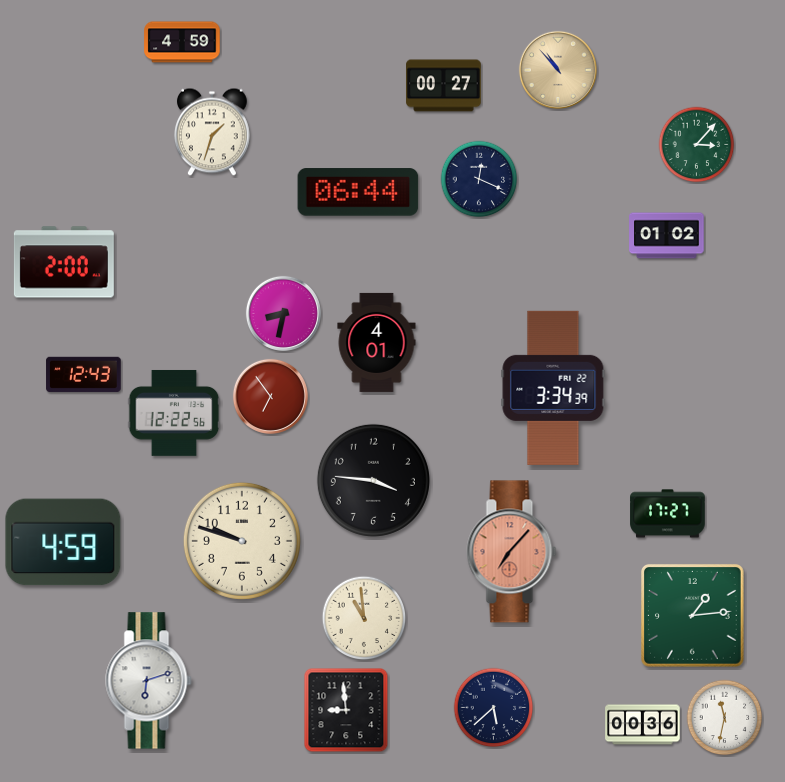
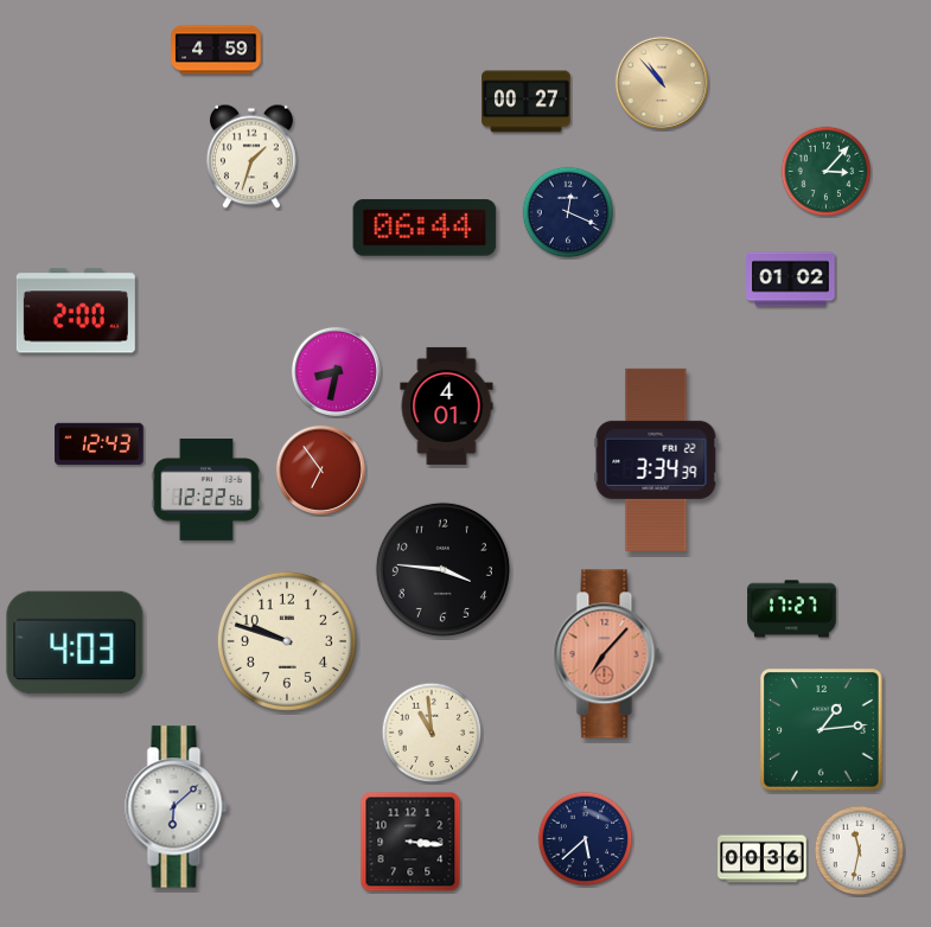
clock at (63, 542): 4:59 -> 4:03
clock at (149, 681): 6:12 -> 6:08
clock at (346, 710): 8:59 -> 3:16
